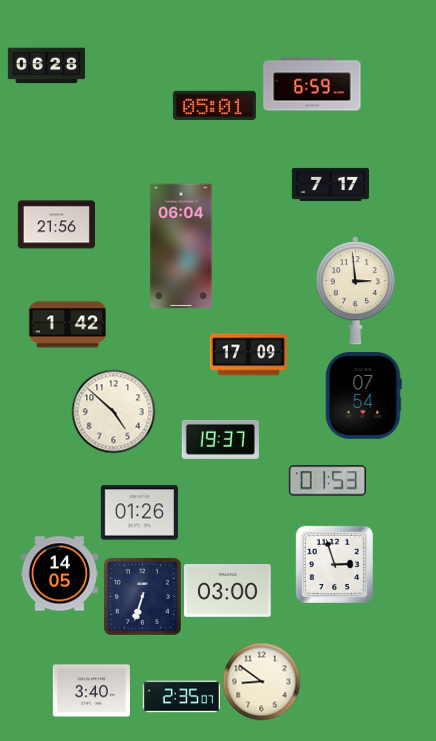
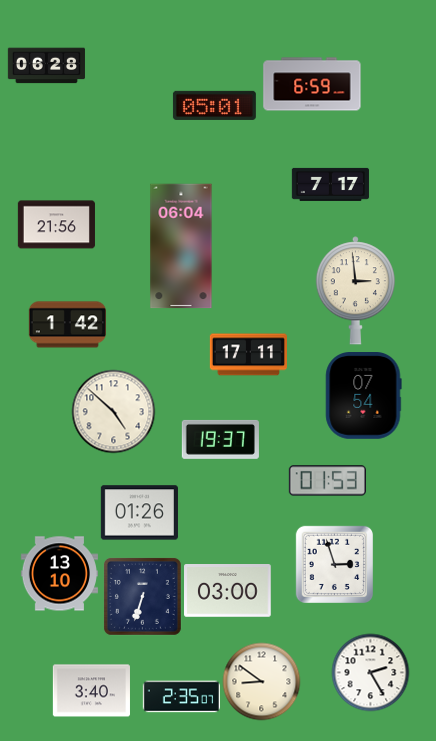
clock at (248, 355): 17:09 -> 17:11
clock at (59, 574): 14:05 -> 13:10
clock at (370, 672): none -> 2:25
